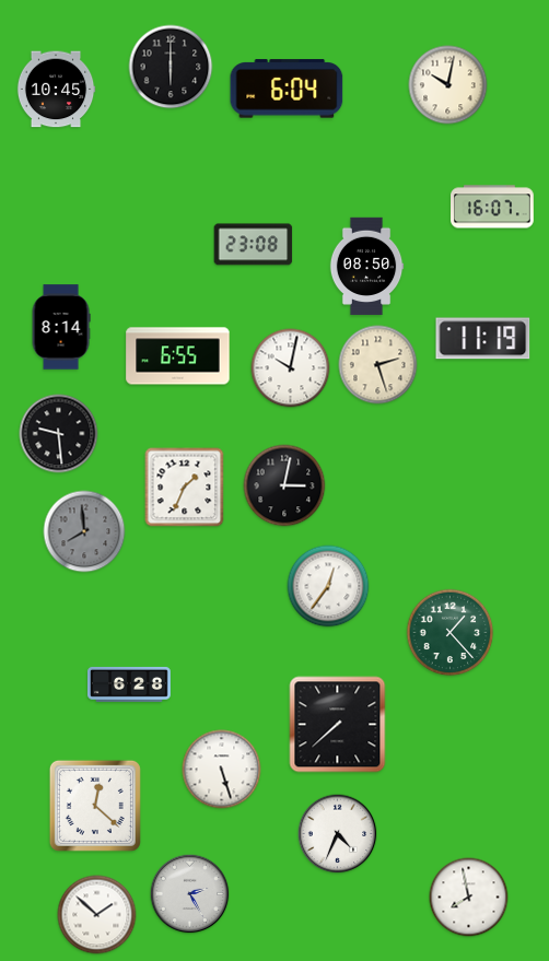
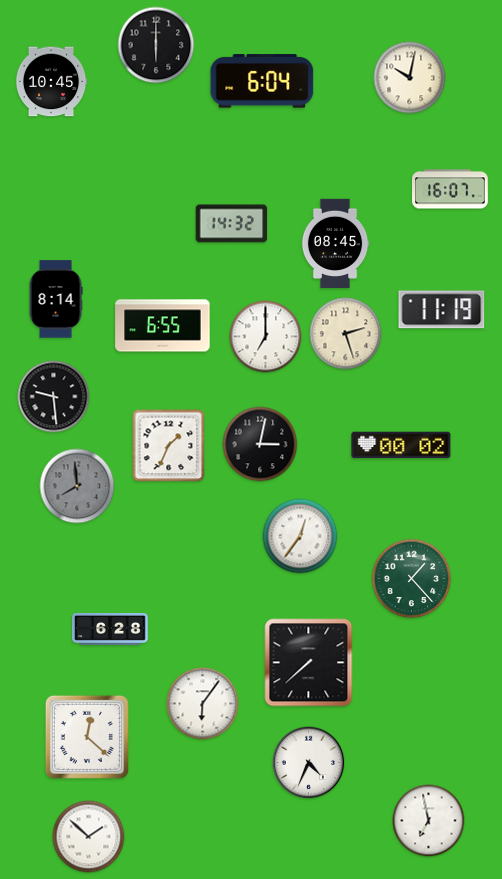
clock at (171, 67) position: (171, 67) -> (156, 45)
clock at (254, 245): 23:08 -> 14:32
clock at (366, 267): 08:50 -> 08:45
clock at (291, 368): 10:02 -> 7:00
clock at (401, 445): none -> 00:02
clock at (130, 684) position: (130, 684) -> (111, 629)
clock at (222, 770): 5:27 -> 6:06
clock at (190, 894): 2:25 -> none
clock at (469, 898): 7:58 -> 6:58
